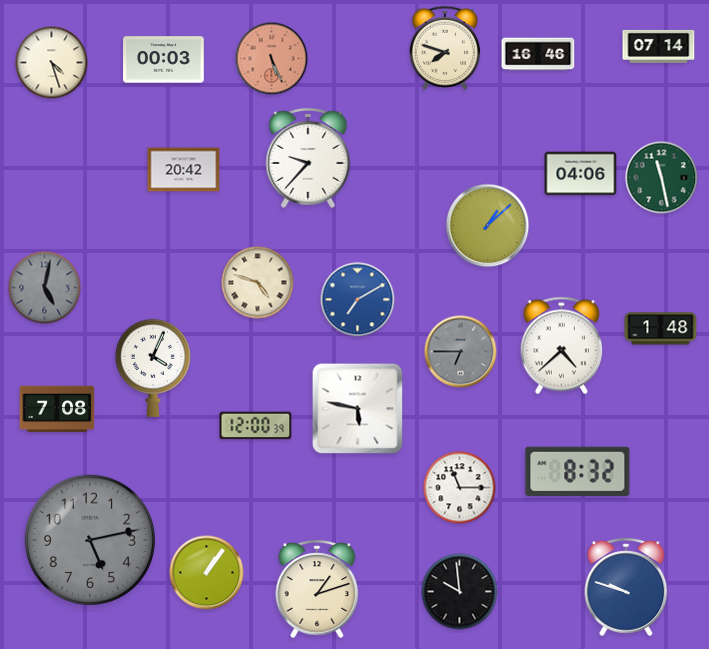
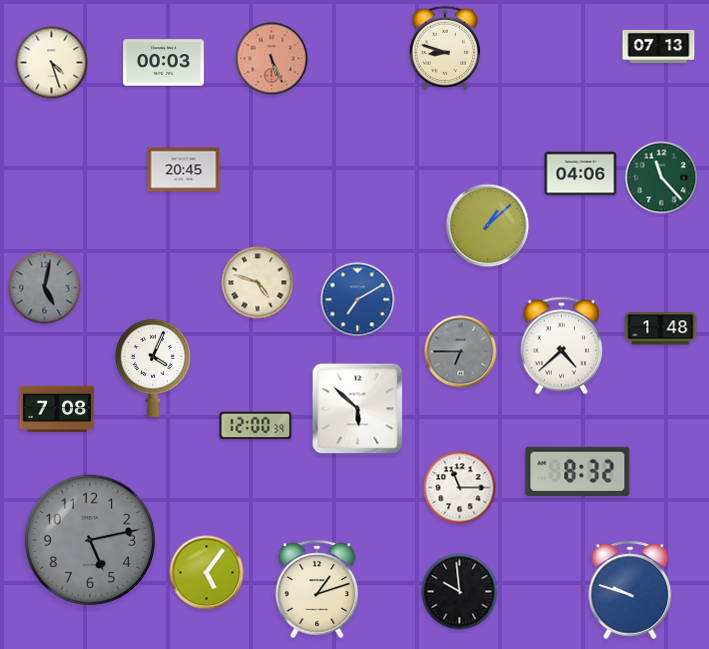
clock at (659, 46): 07:14 -> 07:13
clock at (444, 48): 7:48 -> 8:48
clock at (538, 54): 16:46 -> none
clock at (164, 60) position: (164, 60) -> (164, 63)
clock at (308, 158): 9:37 -> none
clock at (184, 170): 20:42 -> 20:45
clock at (662, 178): 11:28 -> 11:23
clock at (358, 409): 5:47 -> 5:52
clock at (207, 573): 1:06 -> 5:06
clock at (626, 587) position: (626, 587) -> (630, 590)
